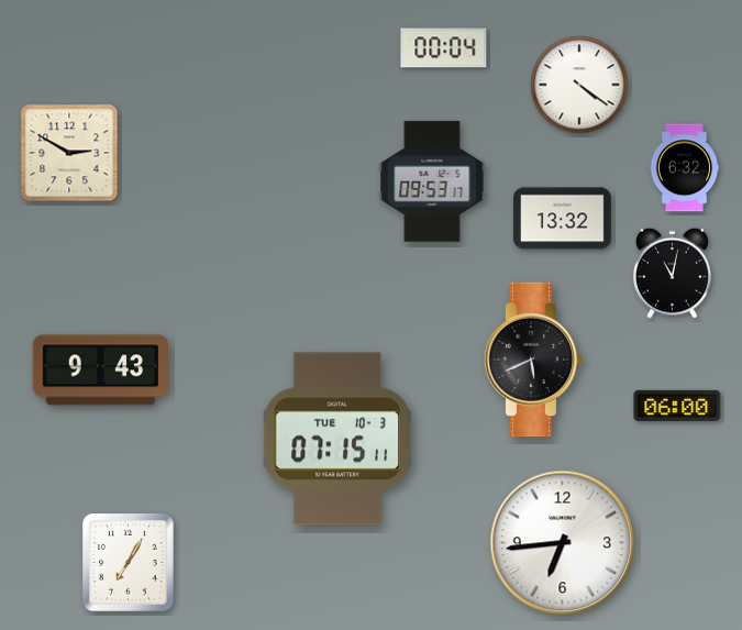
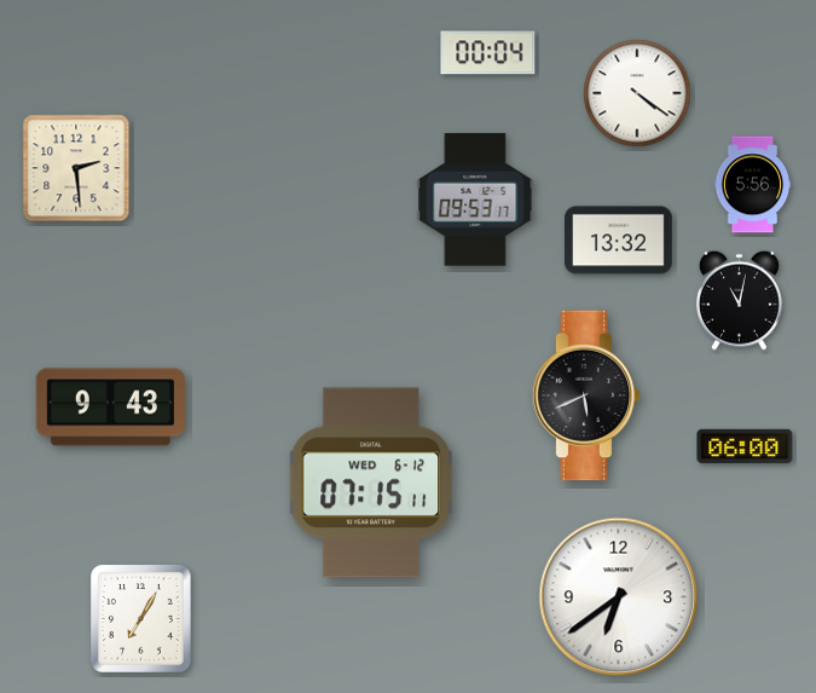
clock at (69, 153): 2:50 -> 2:29
clock at (685, 168): 6:32 -> 5:56
clock at (337, 439) date: TUE 10-3 -> WED 6-12
clock at (563, 543): 6:44 -> 6:39
